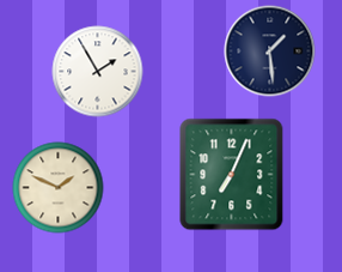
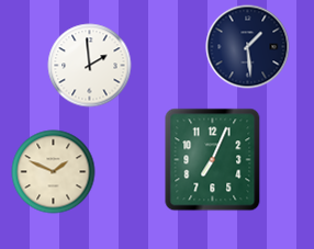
clock at (98, 72): 1:55 -> 1:59
